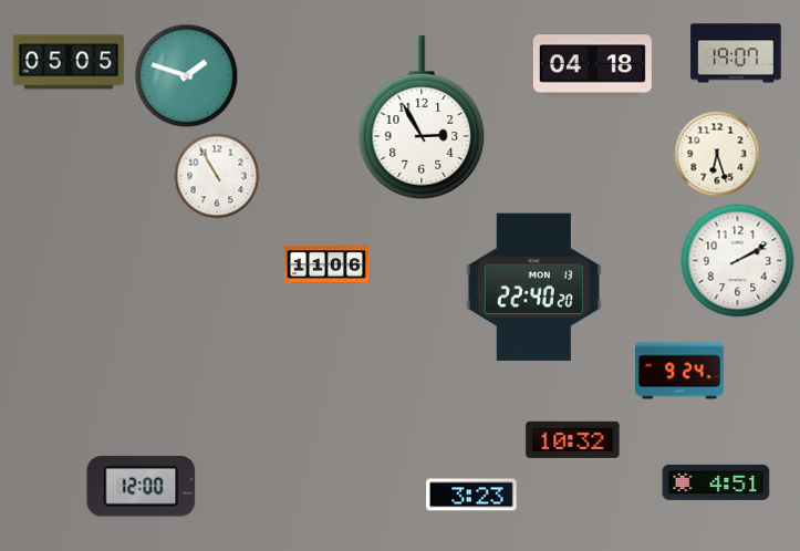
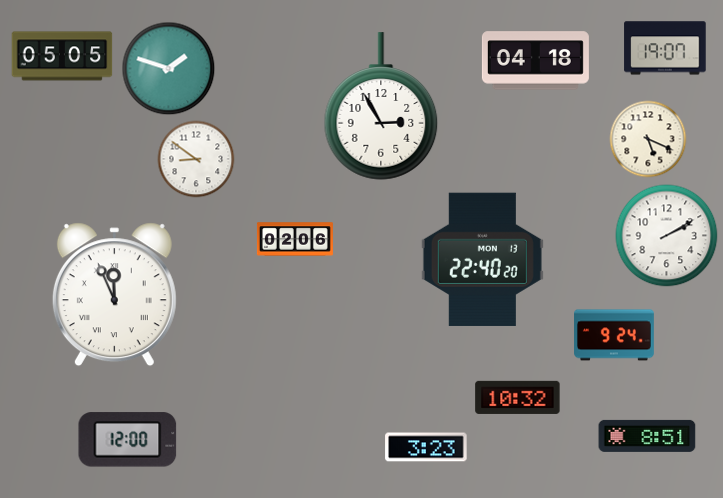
clock at (717, 154): 6:27 -> 5:19
clock at (217, 176): 10:55 -> 8:51
clock at (326, 264): 11:06 -> 02:06
clock at (114, 295): none -> 11:56
clock at (716, 482): 4:51 -> 8:51
